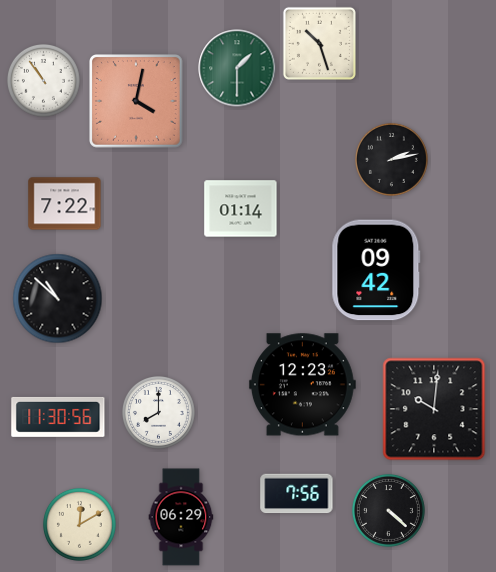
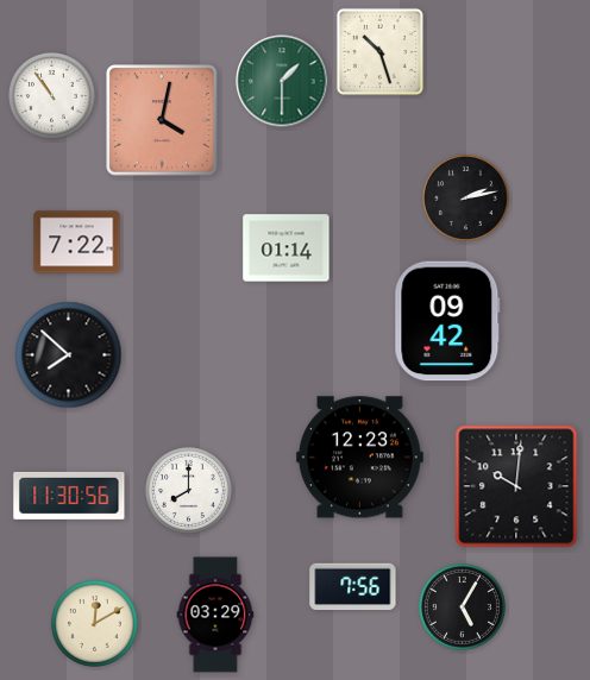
clock at (391, 159) position: (391, 159) -> (465, 197)
clock at (58, 299): 10:52 -> 7:52
clock at (388, 510): 4:22 -> 5:05
clock at (181, 517): 06:29 -> 03:29
